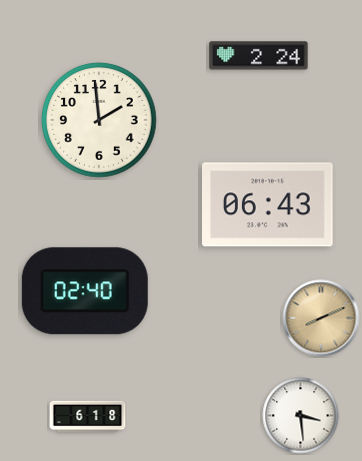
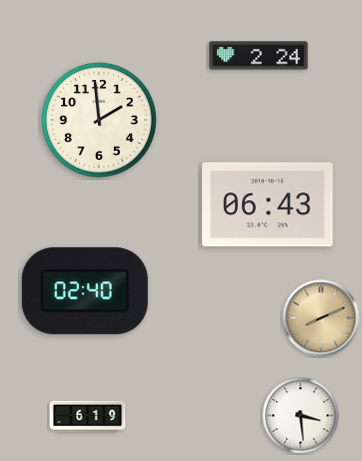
clock at (88, 417): 6:18 -> 6:19
